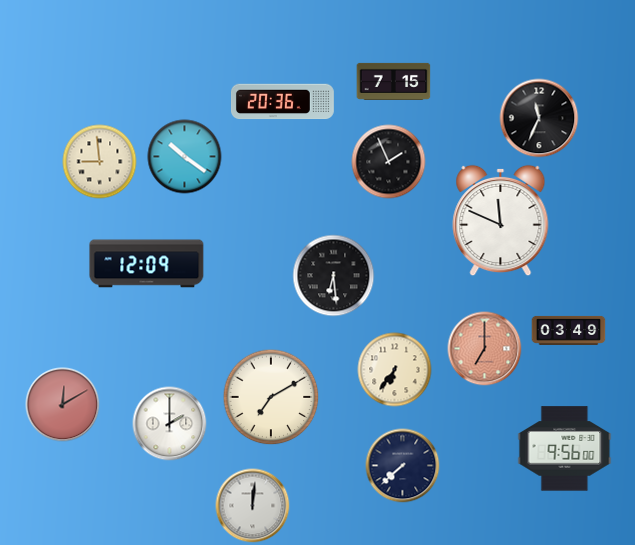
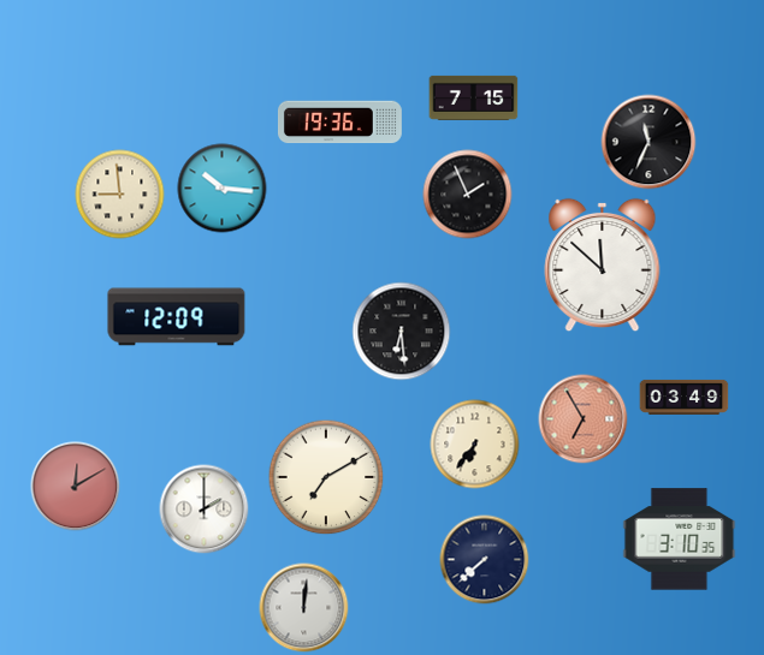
clock at (283, 102): 20:36 -> 19:36
clock at (185, 157): 10:21 -> 10:16
clock at (501, 221): 11:49 -> 11:52
clock at (485, 349): 7:00 -> 6:55
clock at (565, 449): 9:56 -> 3:10
